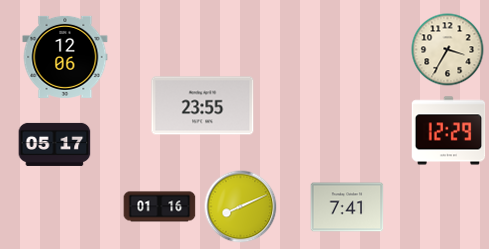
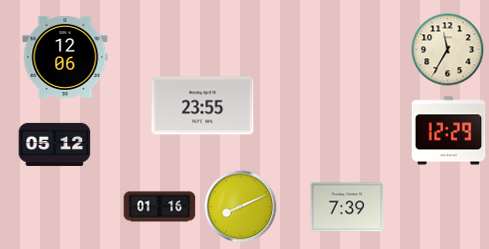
clock at (448, 50): 3:35 -> 11:35
clock at (55, 144): 05:17 -> 05:12
clock at (347, 207): 7:41 -> 7:39
